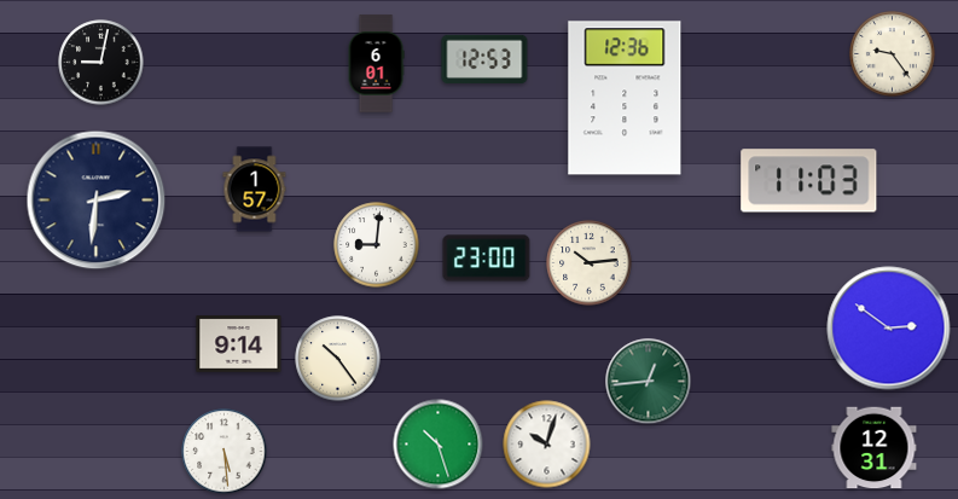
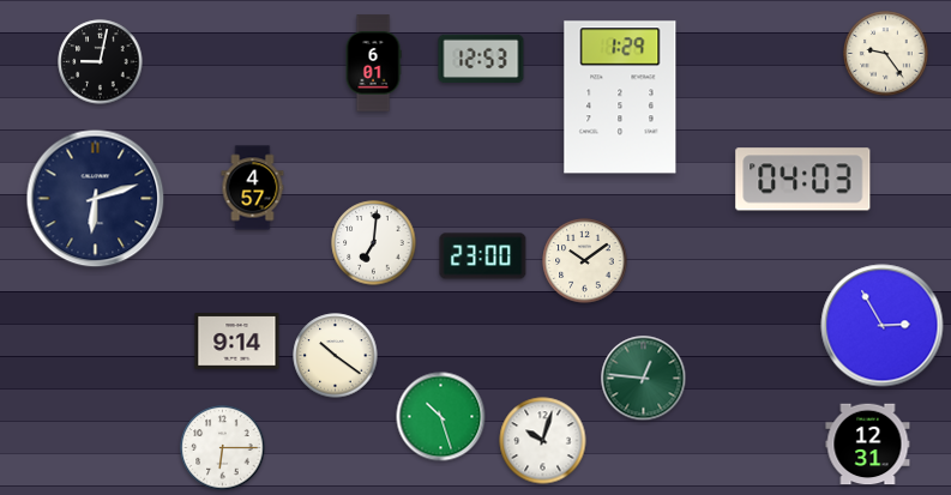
clock at (625, 98): 12:36 -> 1:29
clock at (809, 181): 11:03 -> 04:03
clock at (255, 190): 1:57 -> 4:57
clock at (97, 201): 2:31 -> 6:12
clock at (377, 245): 9:01 -> 7:01
clock at (590, 263): 10:14 -> 10:09
clock at (889, 329): 2:51 -> 2:55
clock at (338, 359): 10:24 -> 10:21
clock at (649, 382): 12:44 -> 12:46
clock at (439, 445) position: (439, 445) -> (441, 417)
clock at (225, 452): 5:29 -> 6:15
